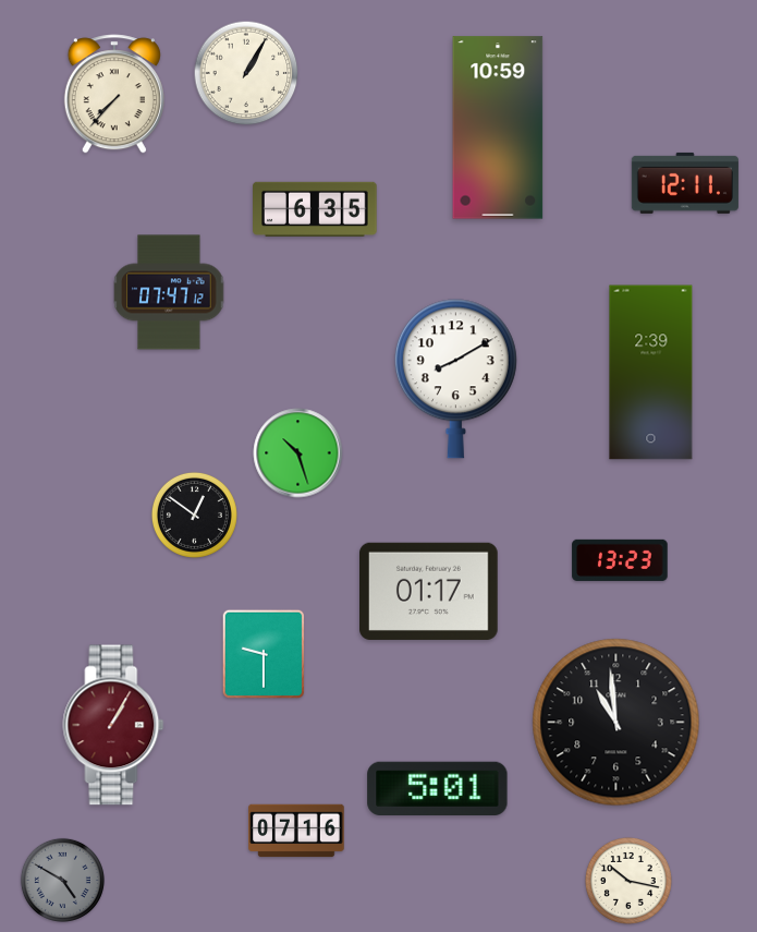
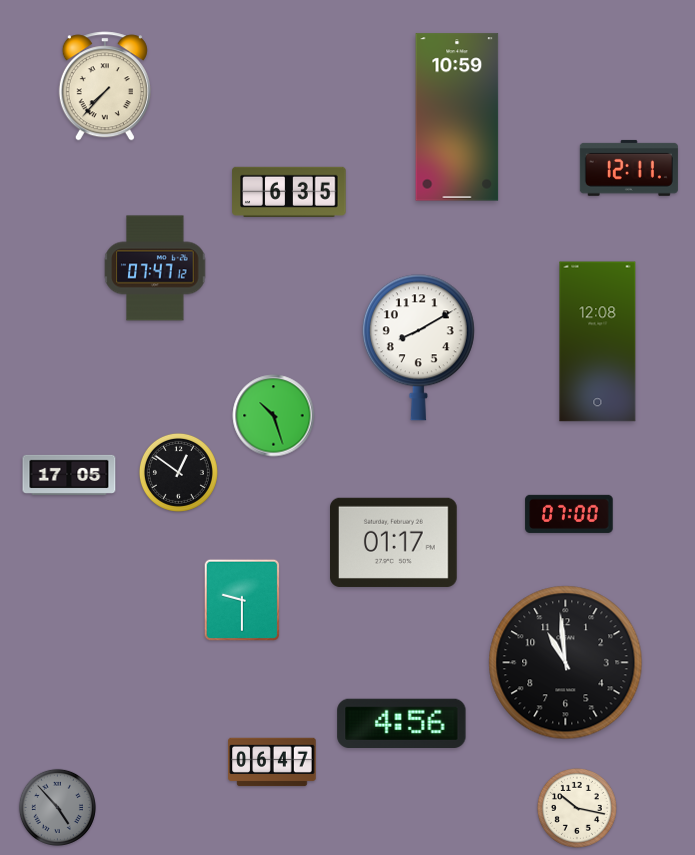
clock at (246, 73): 1:05 -> none
clock at (651, 373): 2:39 -> 12:08
clock at (69, 475): none -> 17:05
clock at (620, 560): 13:23 -> 07:00
clock at (113, 725): 1:05 -> none
clock at (438, 788): 5:01 -> 4:56
clock at (296, 831): 07:16 -> 06:47
clock at (62, 880): 4:50 -> 4:53
